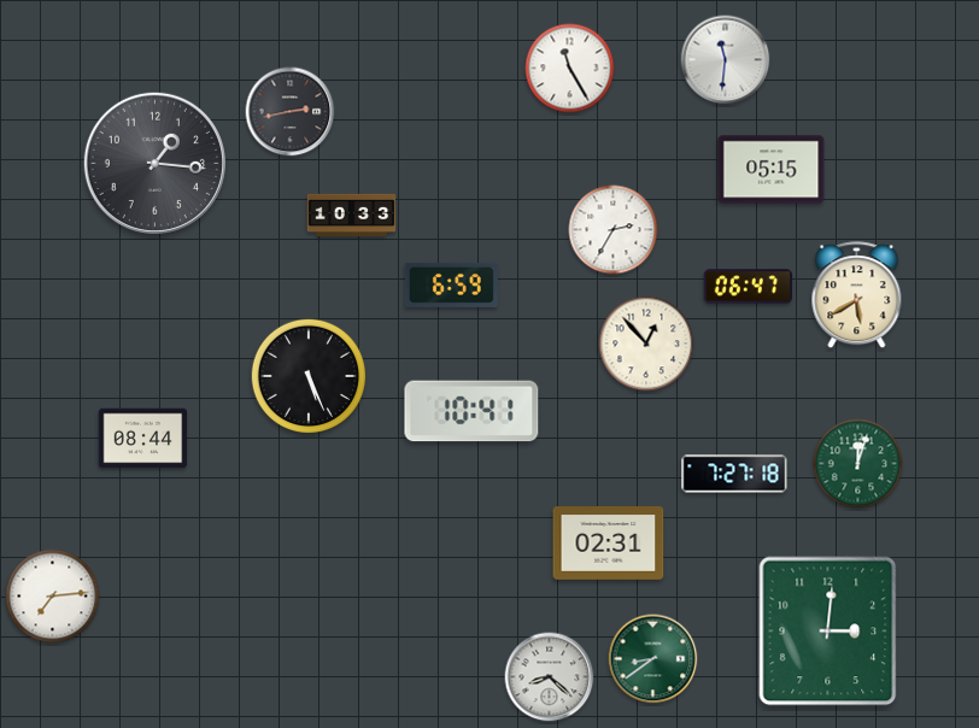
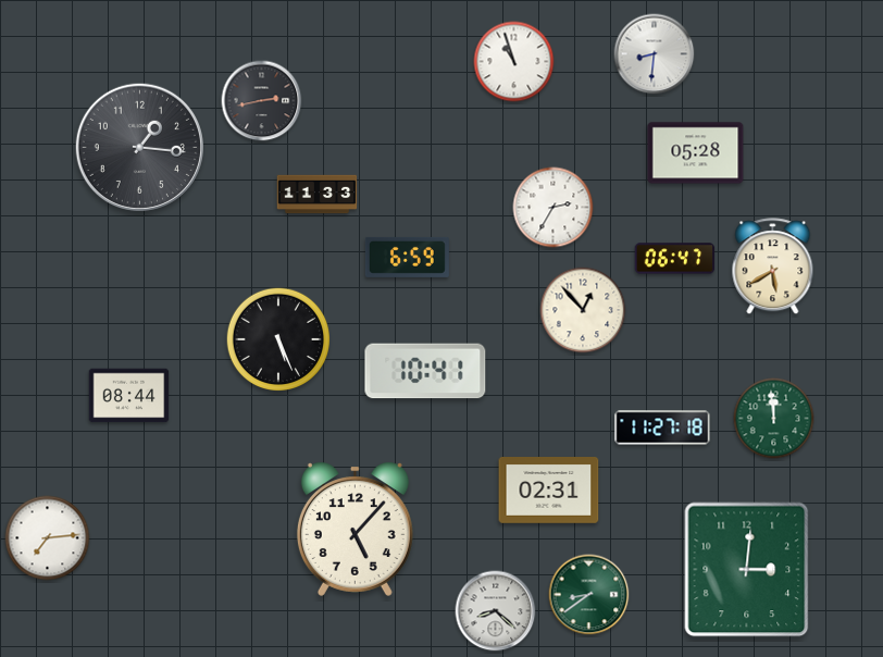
clock at (726, 60): 11:31 -> 8:31
clock at (570, 69): 11:25 -> 10:57
clock at (772, 170): 05:15 -> 05:28
clock at (352, 216): 10:33 -> 11:33
clock at (858, 464): 12:03 -> 11:59
clock at (734, 474): 7:27 -> 11:27
clock at (355, 529): none -> 5:07
